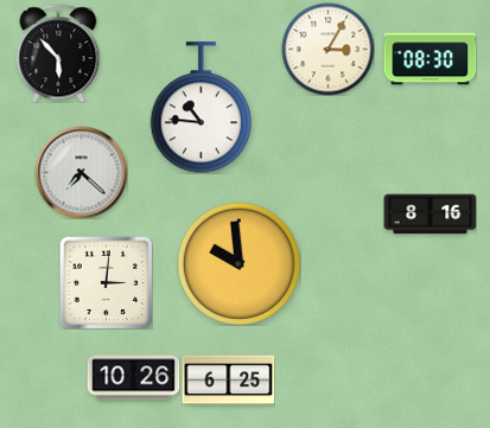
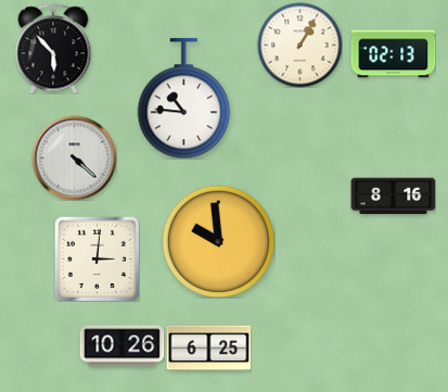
clock at (327, 49): 3:05 -> 1:05
clock at (429, 59): 08:30 -> 02:13
clock at (81, 172): 7:22 -> 4:22
